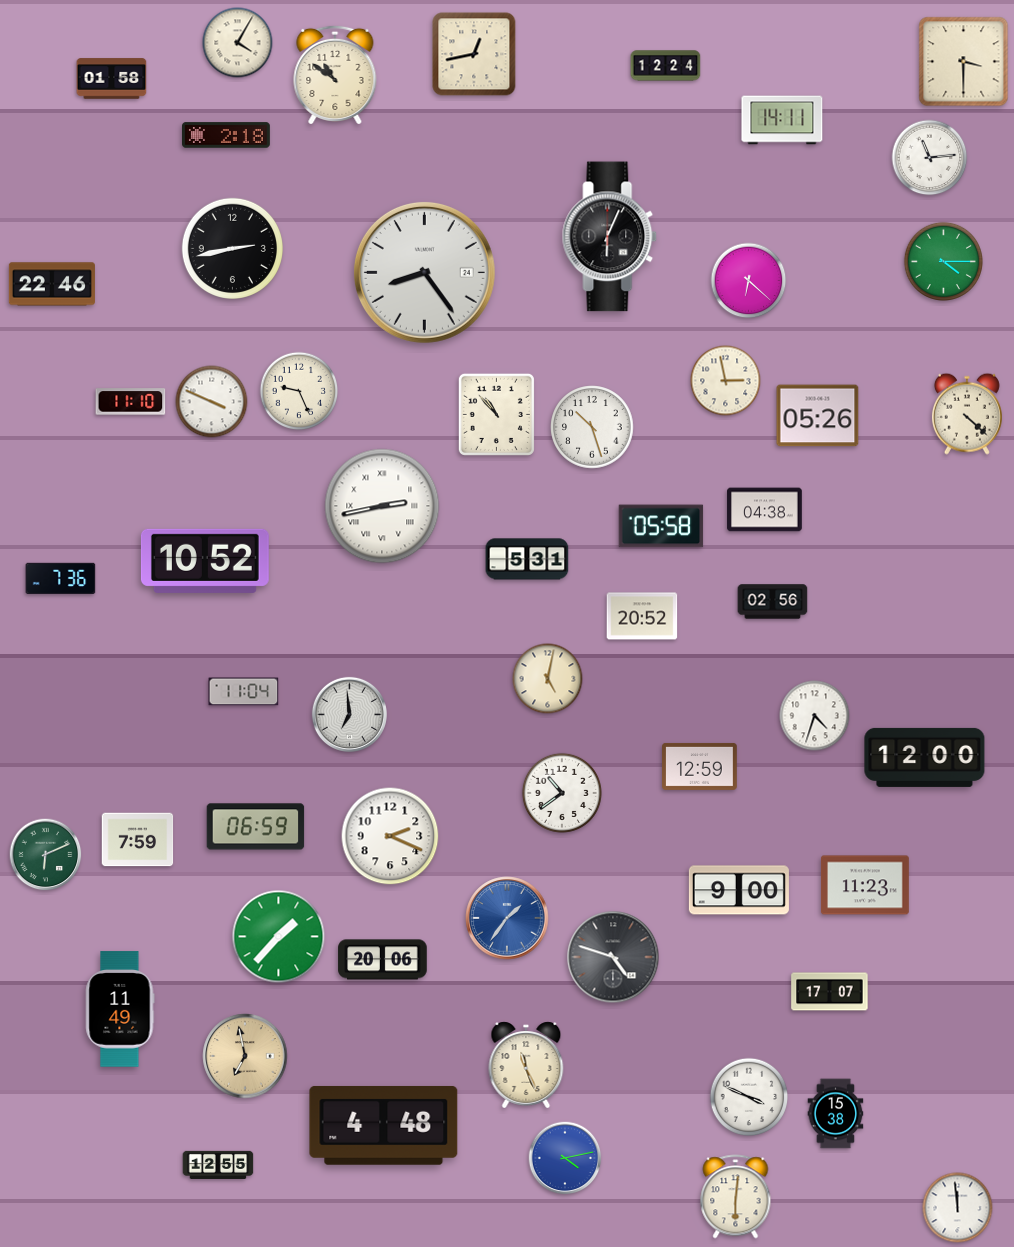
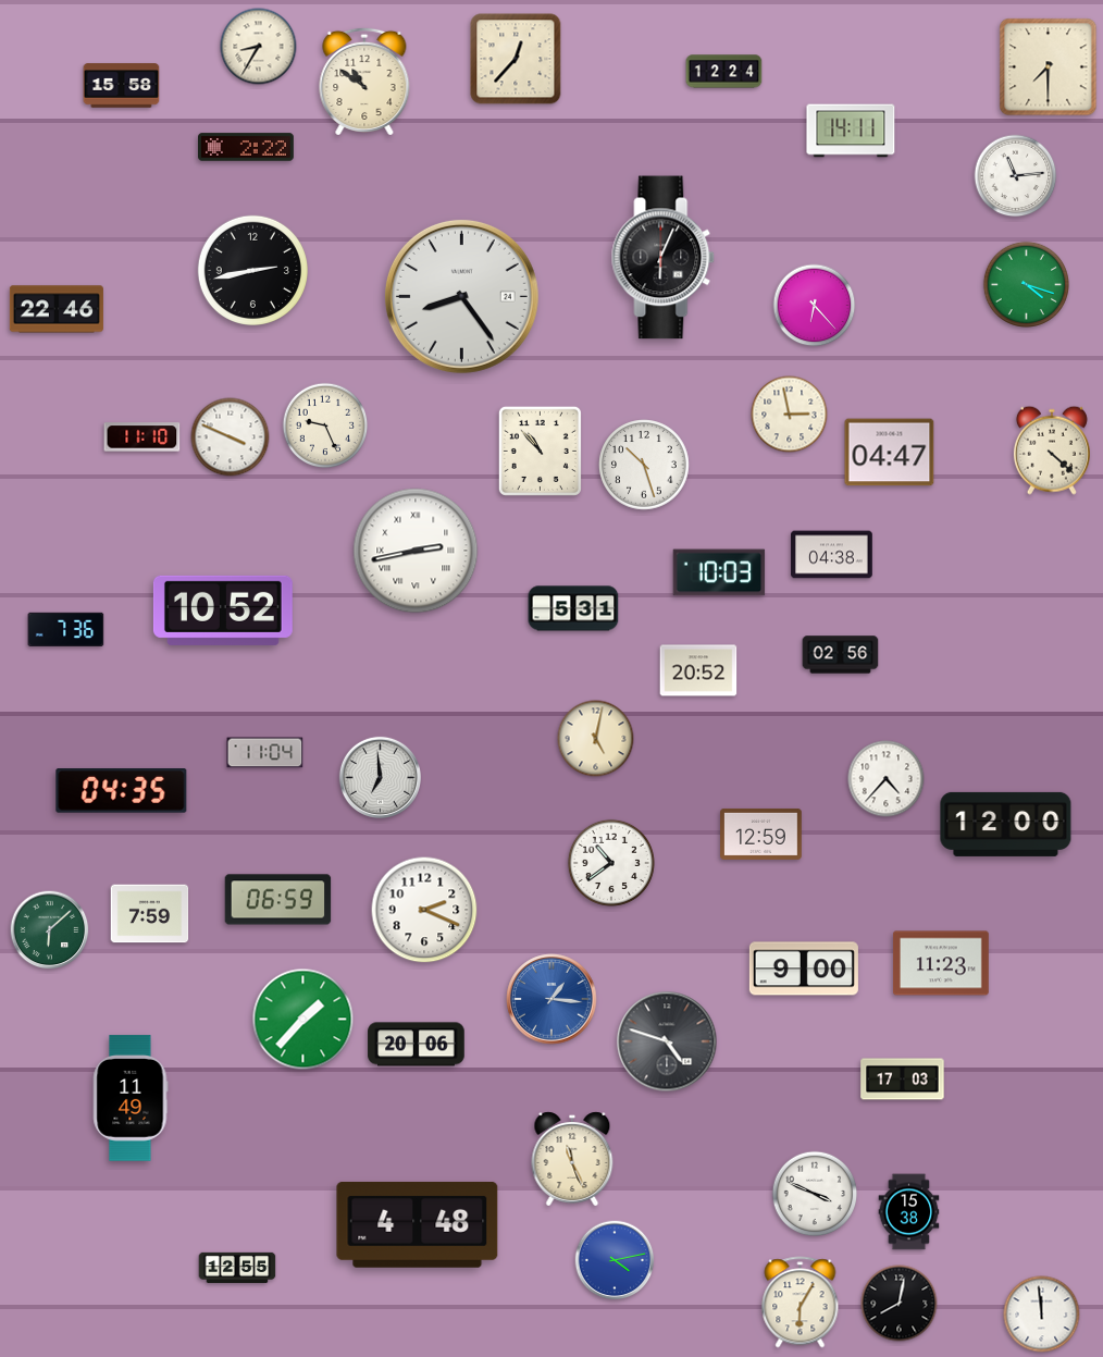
clock at (238, 43): 4:05 -> 8:35
clock at (474, 54): 12:43 -> 12:37
clock at (964, 62): 3:30 -> 7:30
clock at (112, 79): 01:58 -> 15:58
clock at (227, 135): 2:18 -> 2:22
clock at (930, 158) position: (930, 158) -> (1016, 176)
clock at (943, 261): 4:15 -> 4:18
clock at (749, 281): 6:22 -> 6:23
clock at (818, 416): 05:26 -> 04:47
clock at (661, 526): 05:58 -> 10:03
clock at (815, 716): 4:33 -> 4:37
clock at (122, 791): none -> 04:35
clock at (46, 855): 6:11 -> 6:08
clock at (507, 918): 1:36 -> 1:16
clock at (830, 992): 17:07 -> 17:03
clock at (245, 1056): 6:58 -> none
clock at (736, 1197): 6:01 -> 6:05
clock at (900, 1304): none -> 8:02
